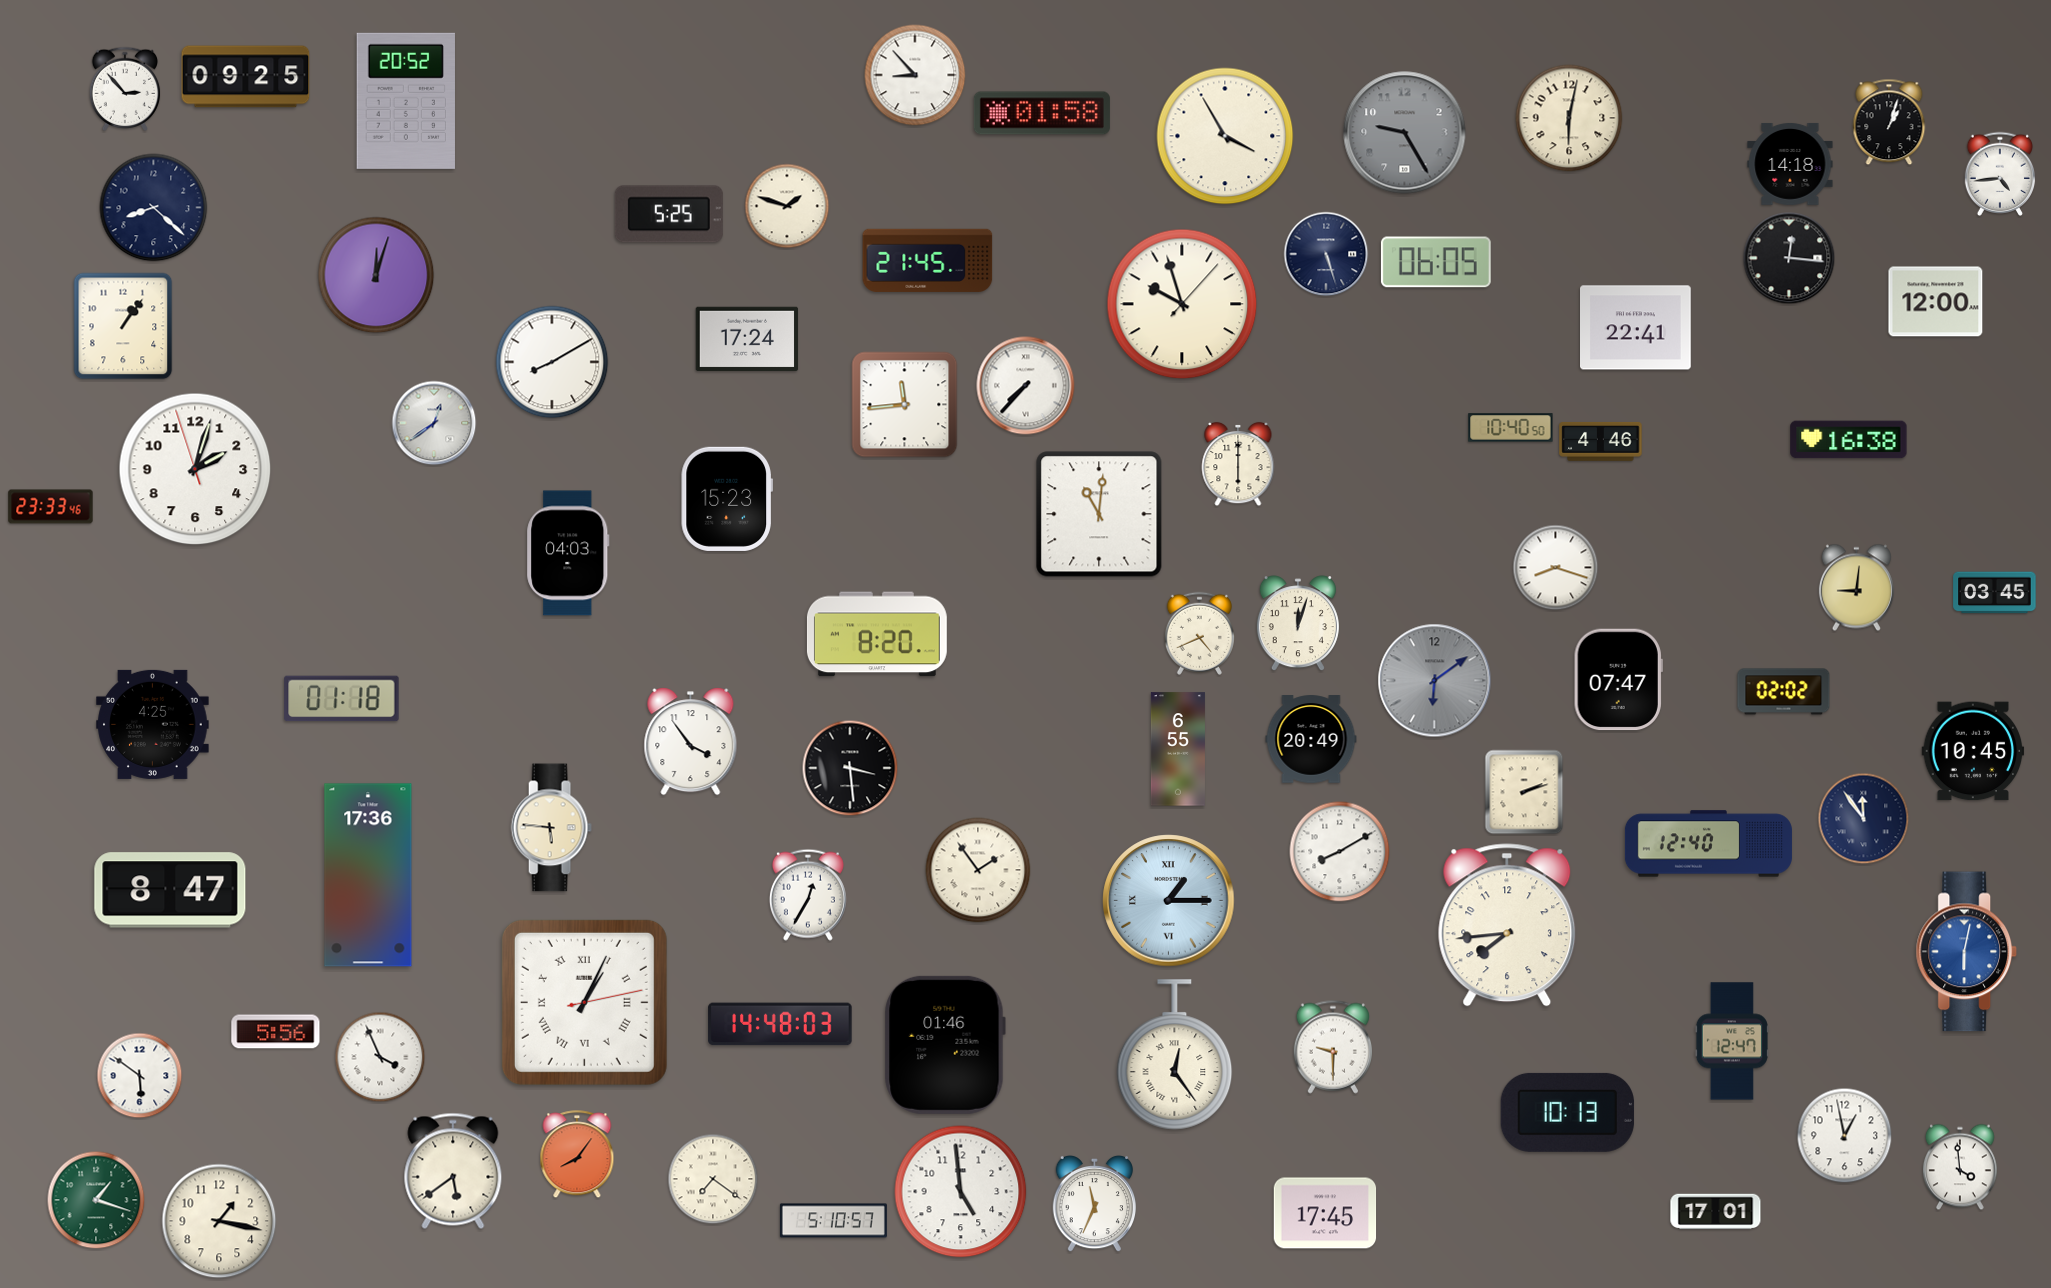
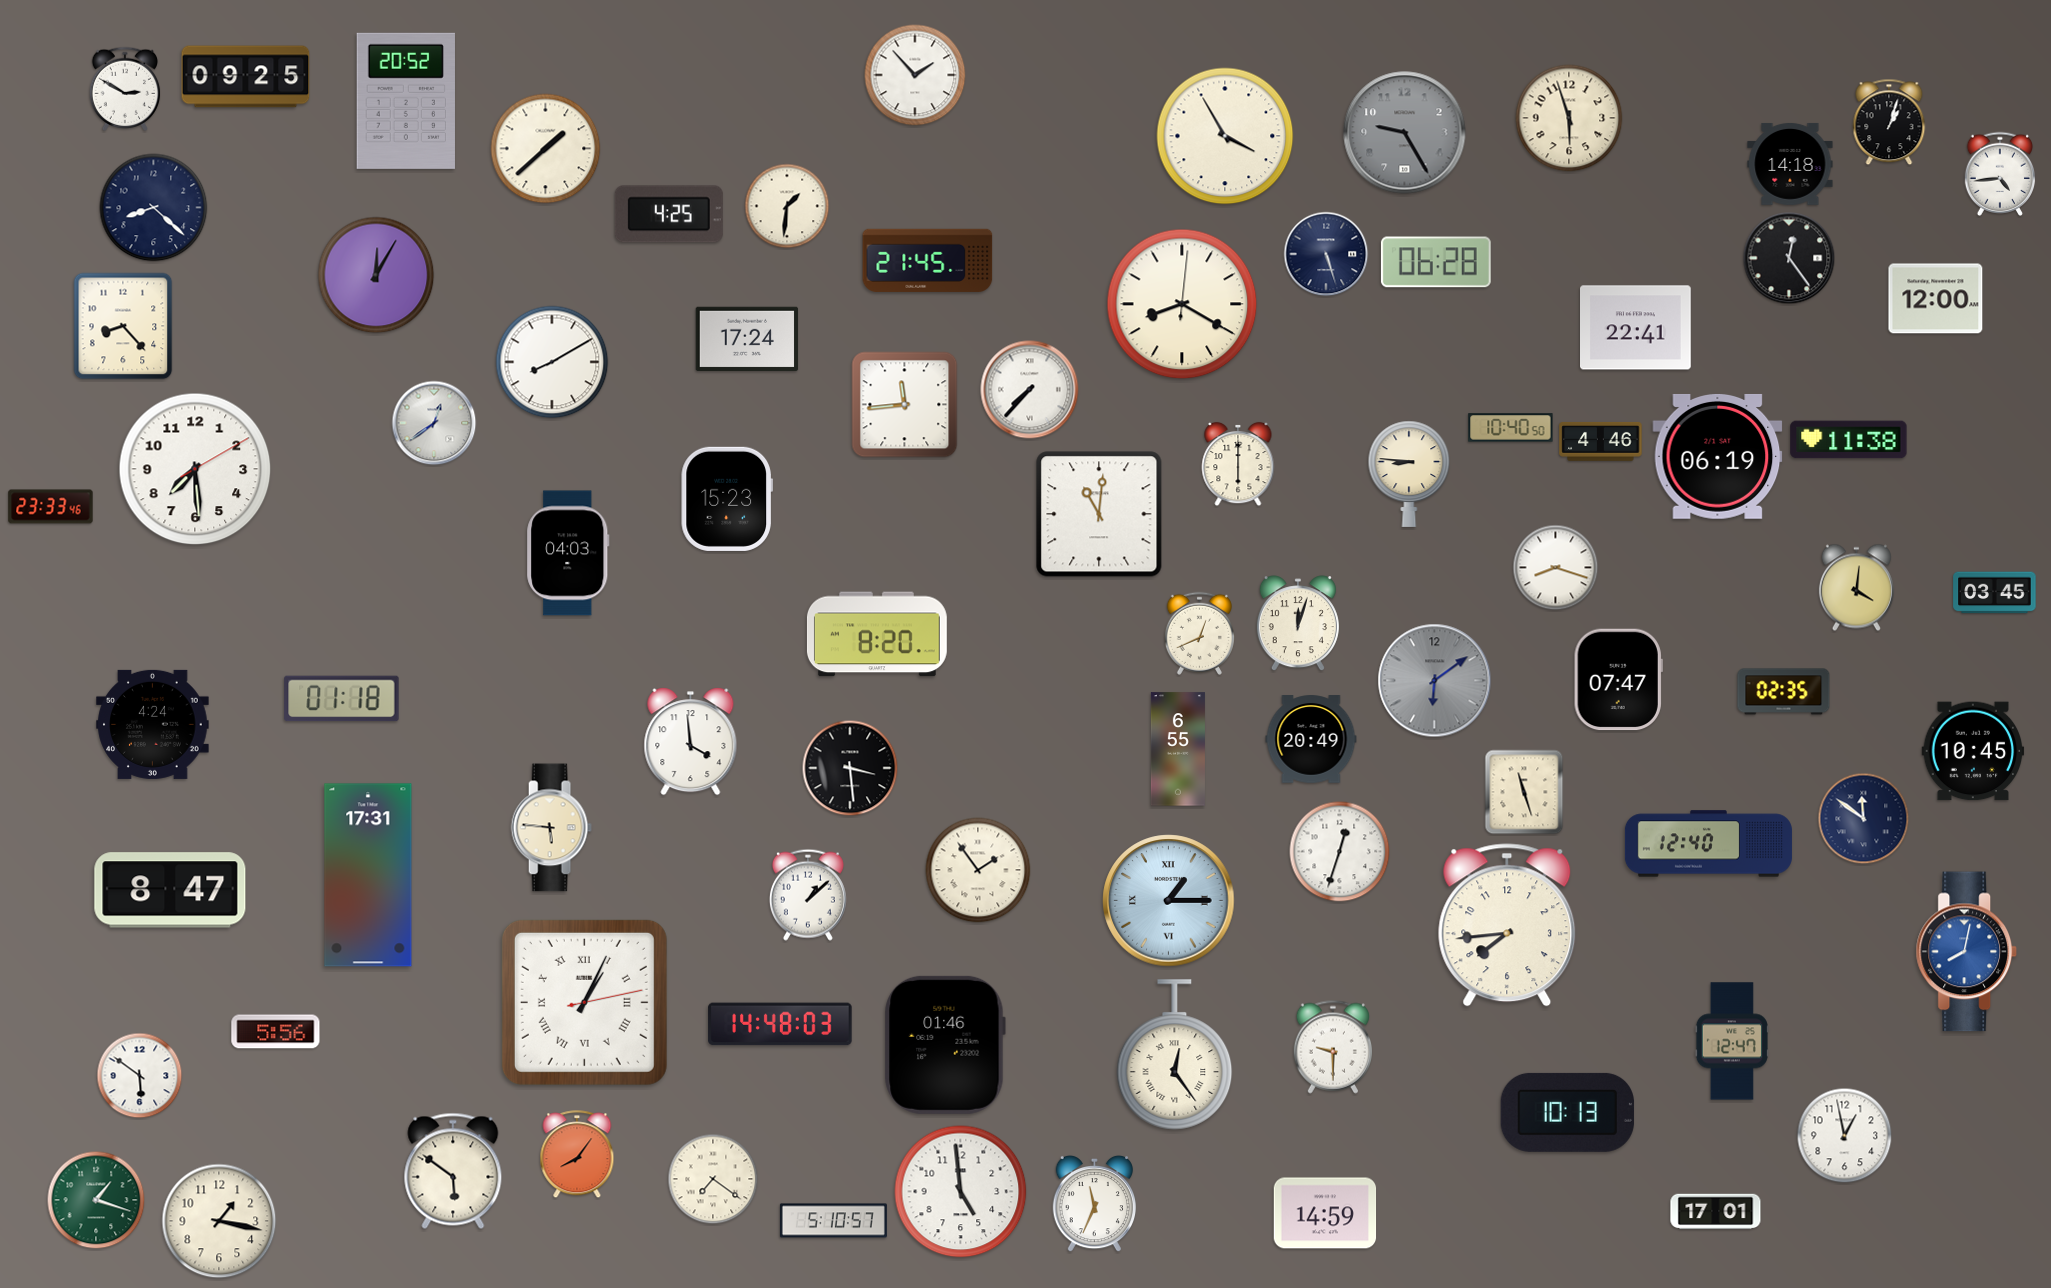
clock at (915, 75): 8:53 -> 1:53
clock at (125, 89): 2:53 -> 2:50
clock at (1042, 113): 01:58 -> none
clock at (1569, 118): 6:02 -> 5:57
clock at (546, 149): none -> 1:38
clock at (787, 206): 1:48 -> 1:31
clock at (669, 214): 5:25 -> 4:25
clock at (1789, 258): 12:16 -> 12:24
clock at (1436, 262): 06:05 -> 06:28
clock at (376, 275): 12:03 -> 12:05
clock at (1936, 302) position: (1936, 302) -> (1936, 299)
clock at (1182, 304): 9:57 -> 8:20
clock at (123, 326): 1:06 -> 8:23
clock at (1026, 386) position: (1026, 386) -> (1030, 390)
clock at (1849, 440): 16:38 -> 11:38
clock at (1718, 456): none -> 06:19
clock at (195, 469): 2:02 -> 7:29
clock at (1409, 474): none -> 8:46
clock at (1856, 588): 9:01 -> 4:01
clock at (1199, 633): 4:41 -> 12:41
clock at (1784, 692): 02:02 -> 02:35
clock at (153, 724): 4:25 -> 4:24
clock at (691, 742): 3:54 -> 3:59
clock at (1524, 792): 2:12 -> 11:27
clock at (1864, 819): 11:54 -> 11:51
clock at (1340, 852): 8:10 -> 12:33
clock at (368, 875): 17:36 -> 17:31
clock at (808, 895): 12:35 -> 1:08
clock at (1966, 952): 6:02 -> 8:02
clock at (380, 1057): 3:56 -> none
clock at (1960, 1167): 3:59 -> none
clock at (453, 1171): 5:39 -> 5:51
clock at (1325, 1213): 17:45 -> 14:59
